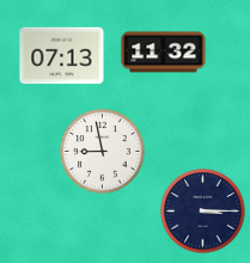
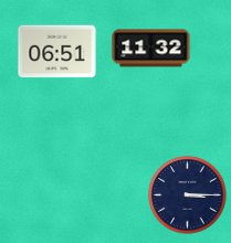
clock at (62, 56): 07:13 -> 06:51
clock at (103, 152): 8:58 -> none
